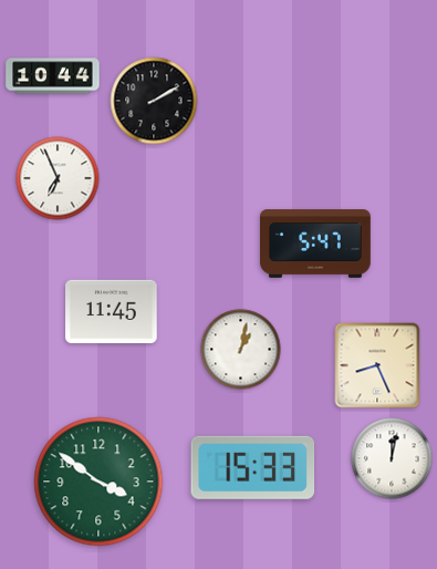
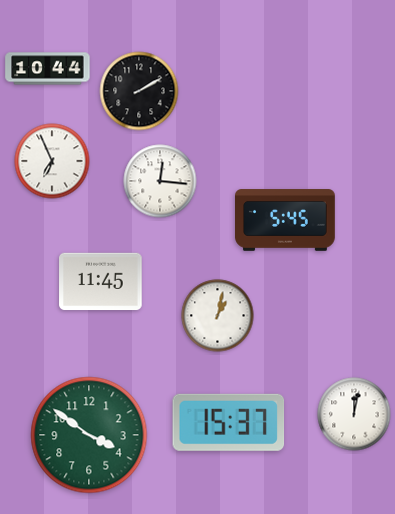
clock at (160, 181): none -> 12:16
clock at (316, 244): 5:47 -> 5:45
clock at (377, 365): 8:26 -> none
clock at (253, 467): 15:33 -> 15:37
